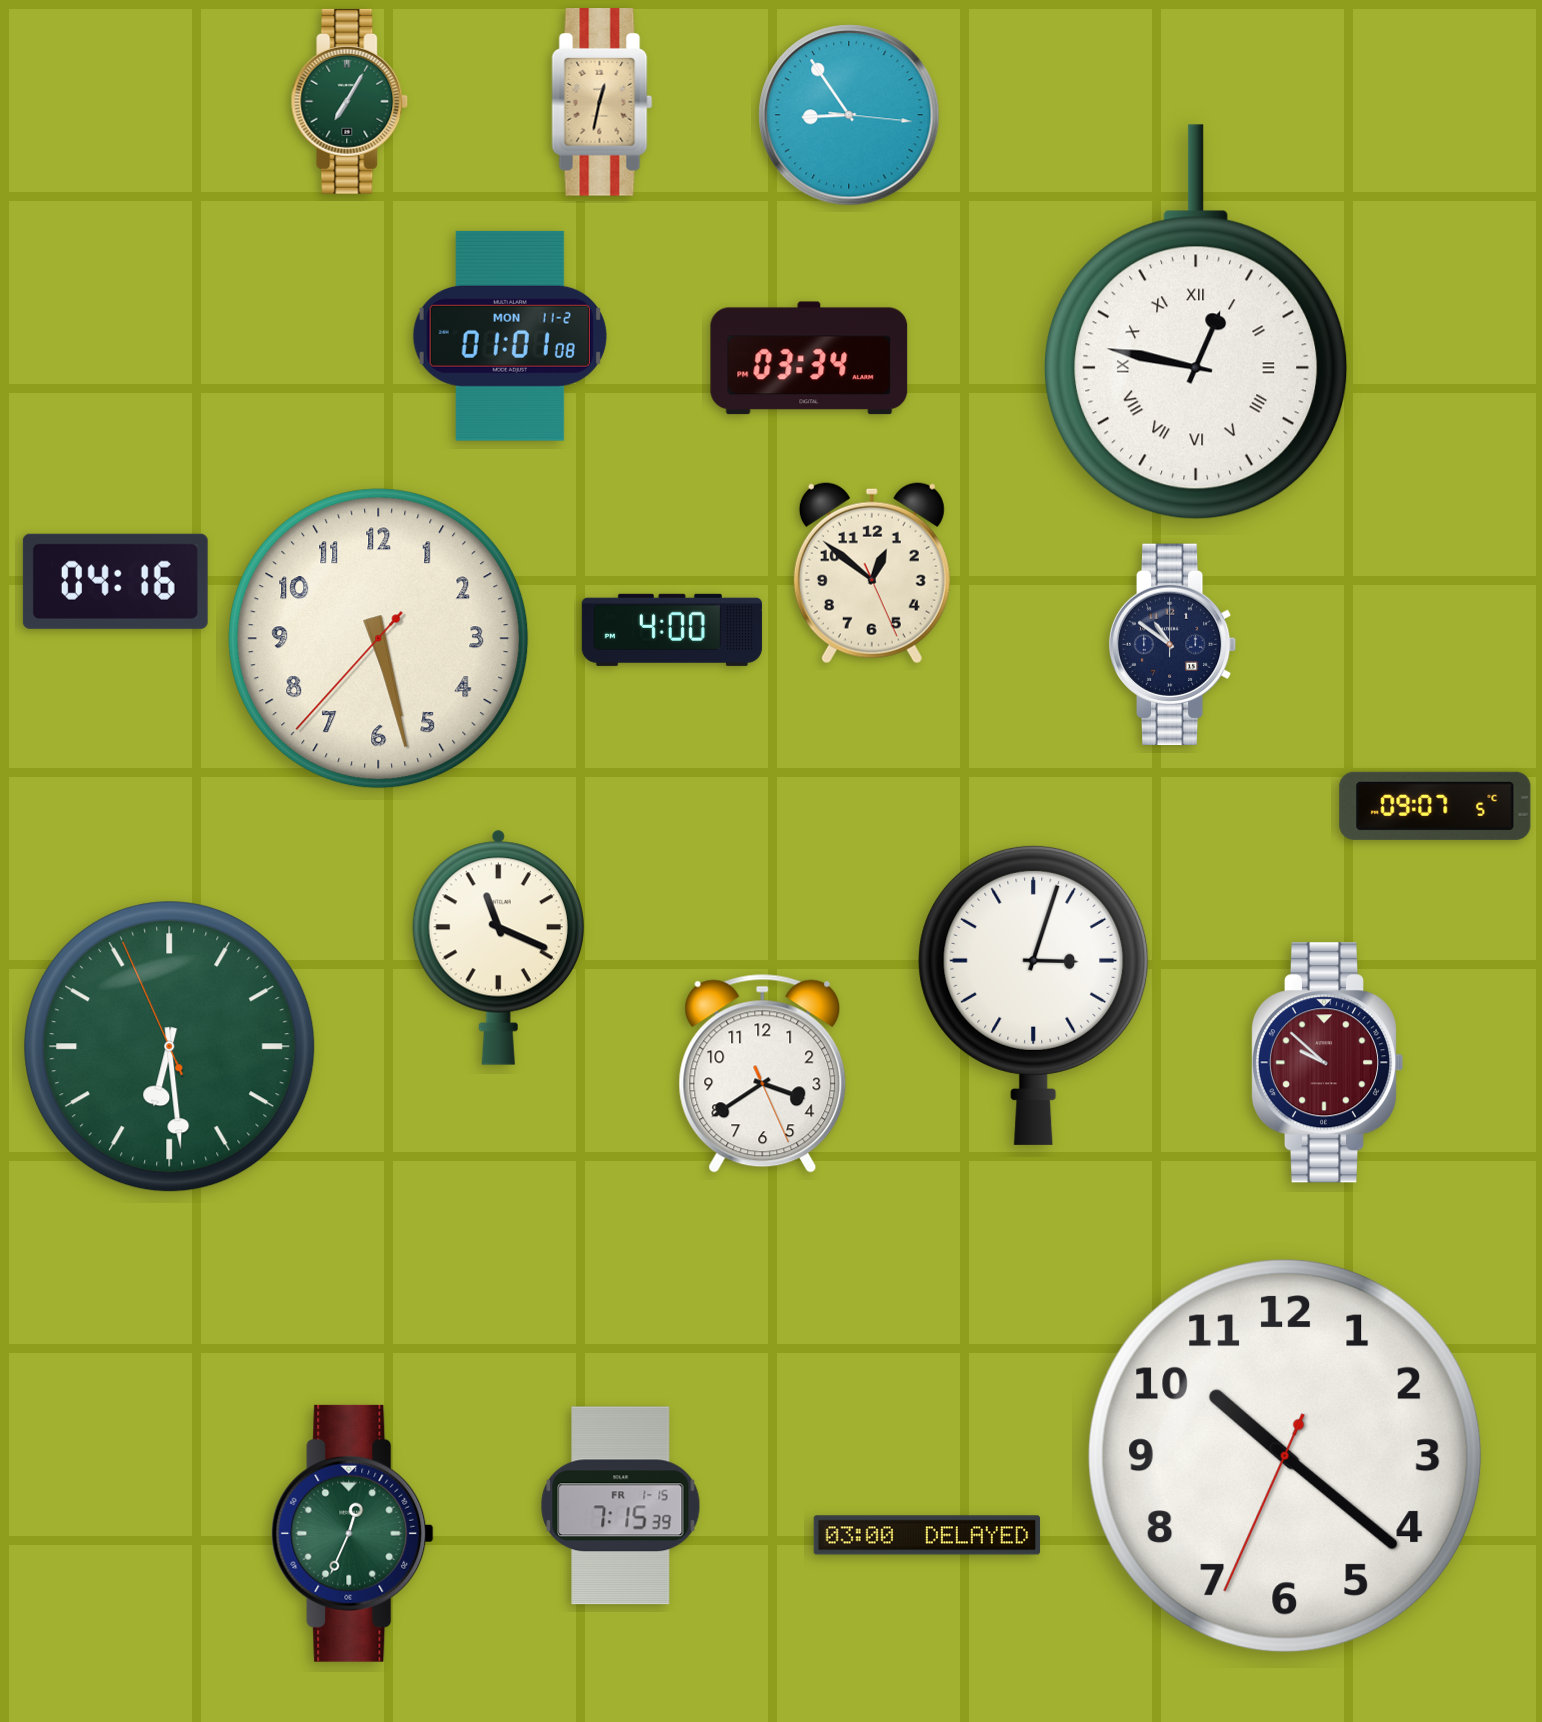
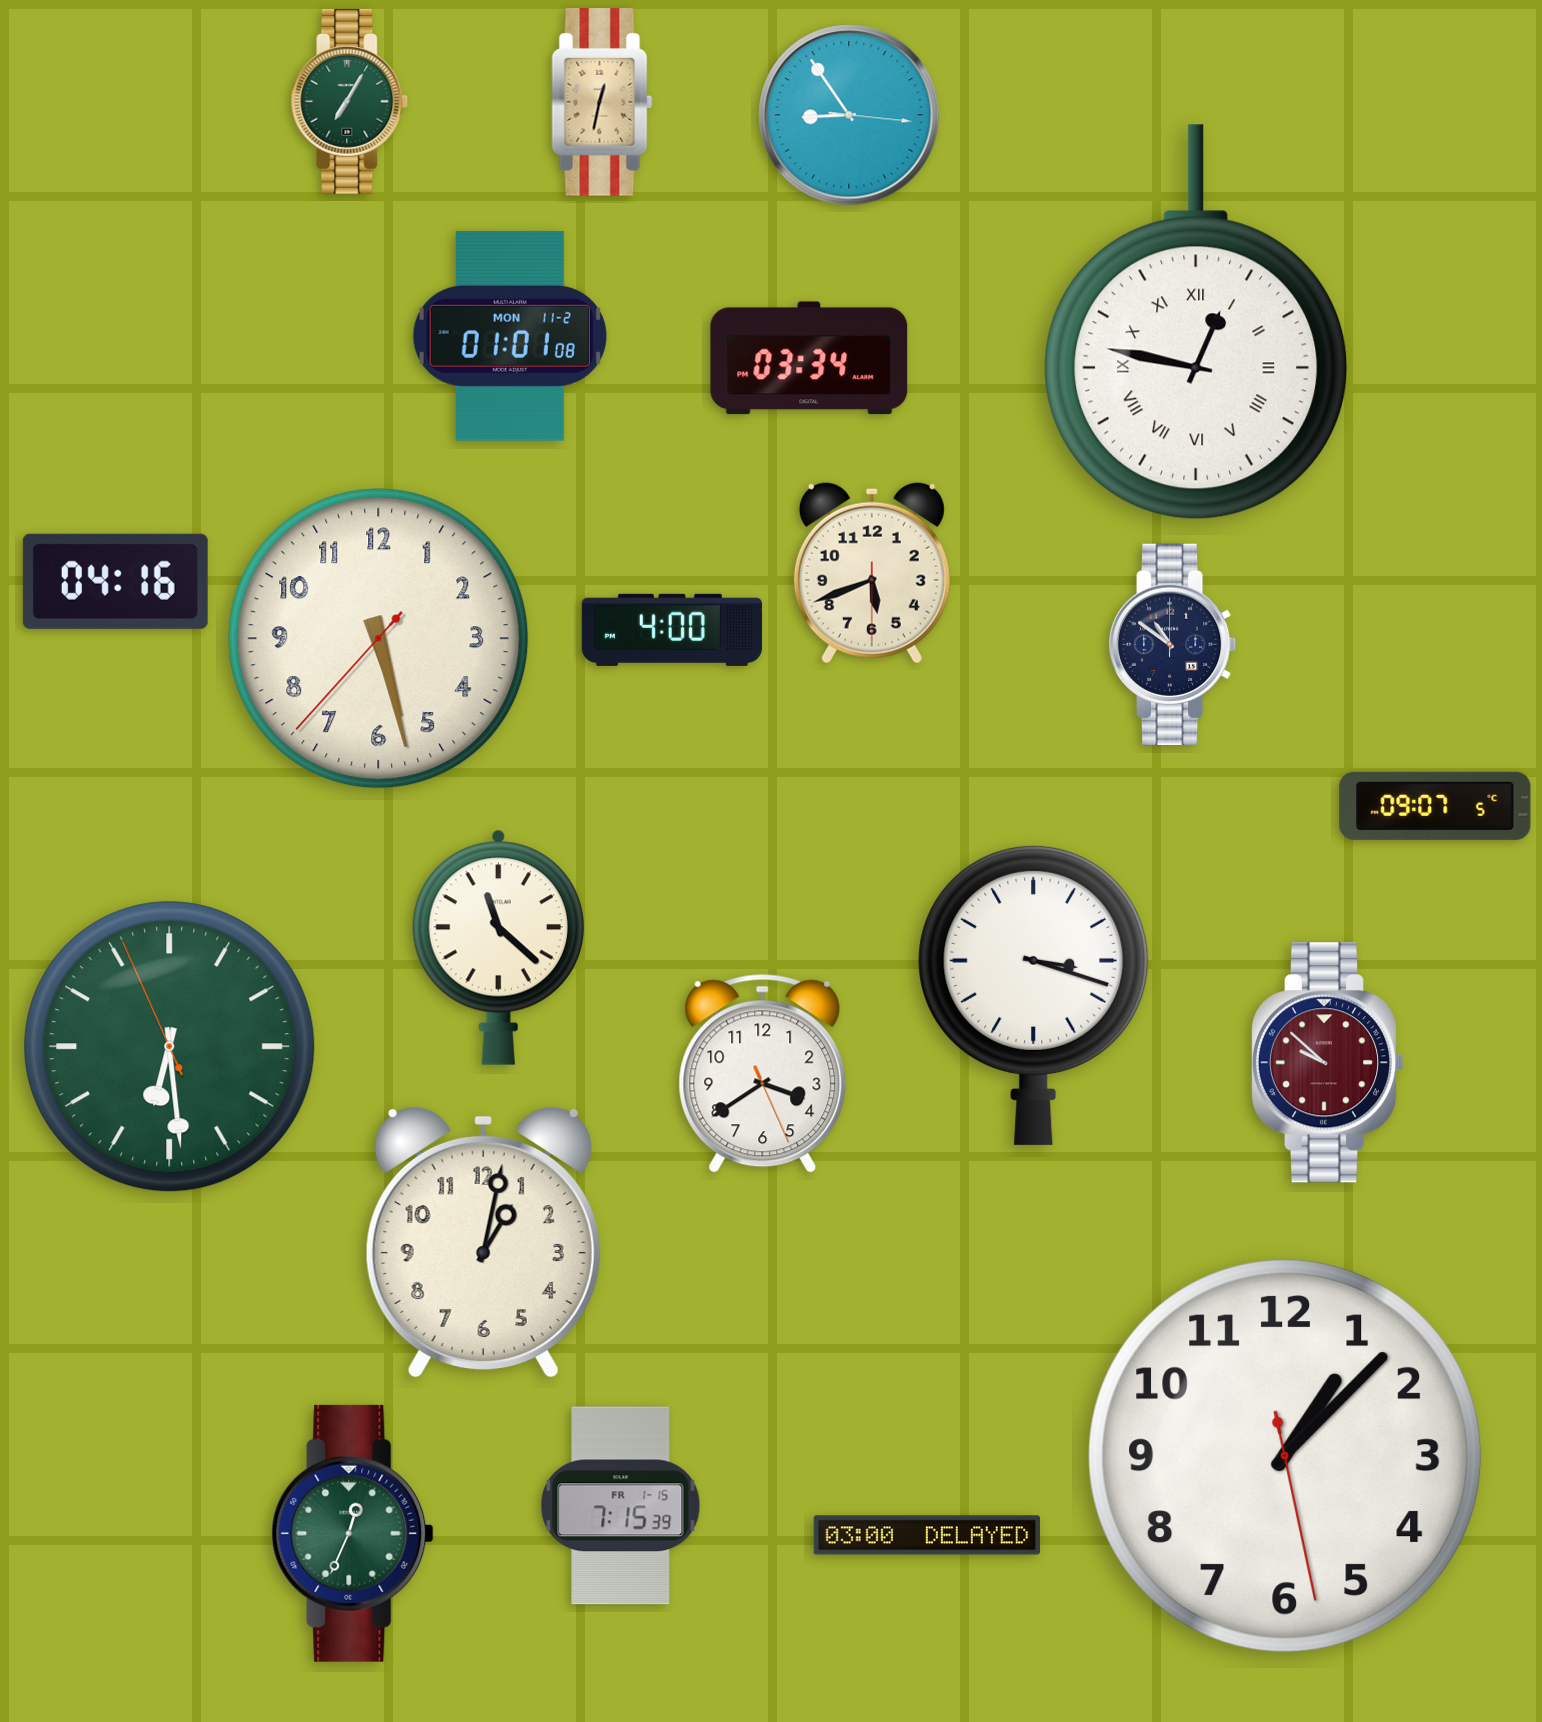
clock at (872, 573): 12:51 -> 5:41
clock at (498, 947): 11:19 -> 11:22
clock at (1034, 995): 3:03 -> 3:18
clock at (483, 1242): none -> 1:02
clock at (1285, 1456): 10:21 -> 1:07
